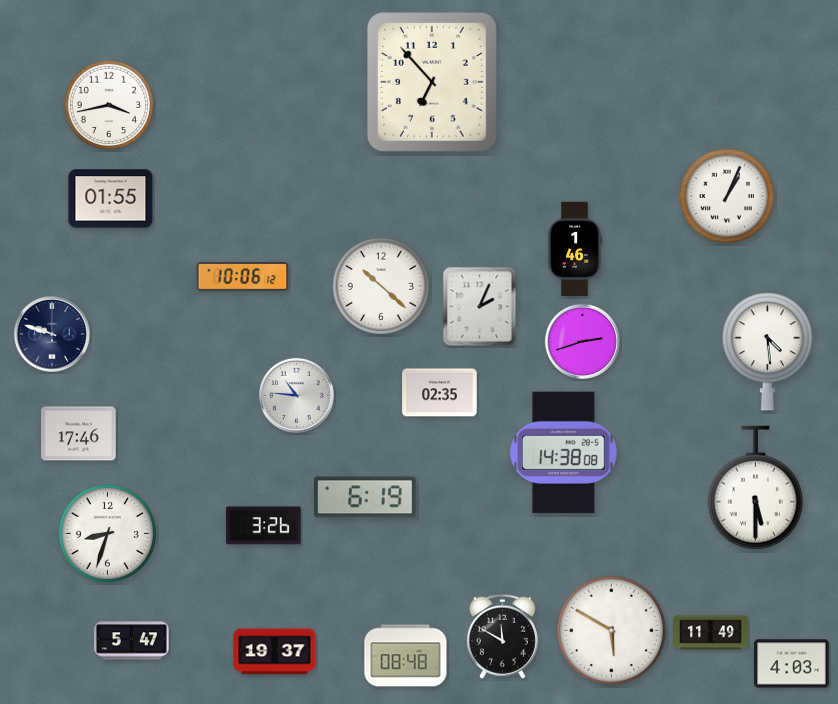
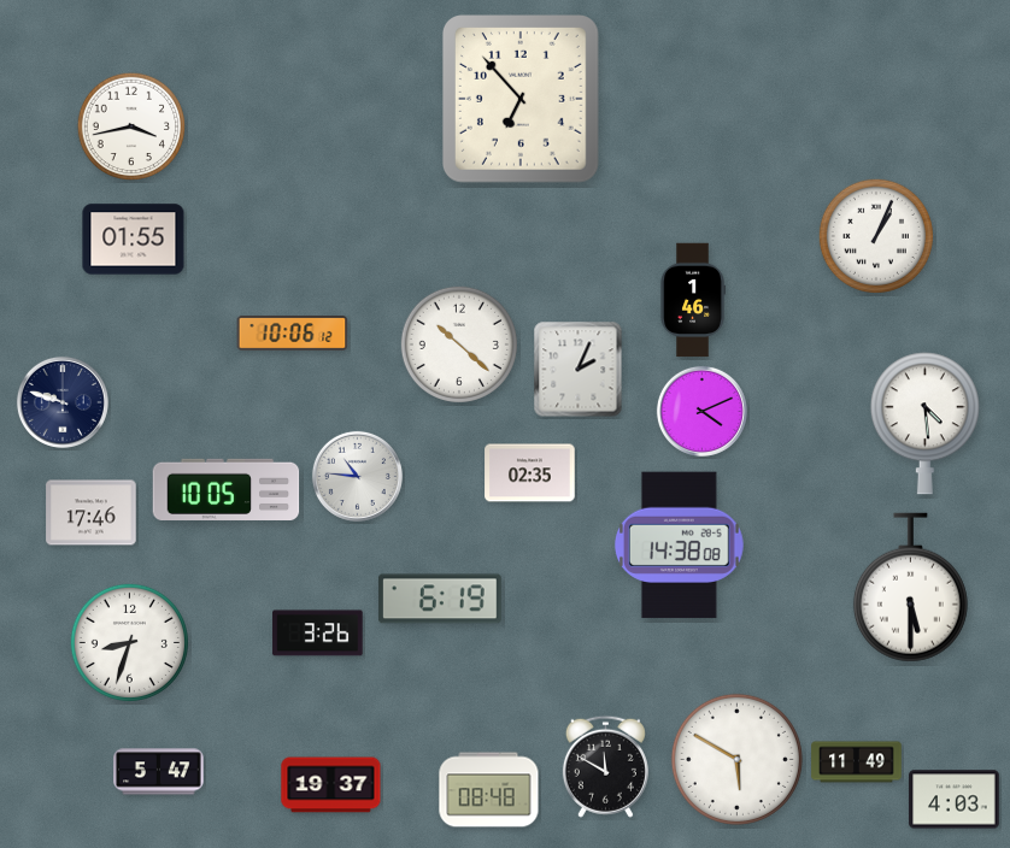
clock at (582, 341): 2:42 -> 4:11
clock at (227, 489): none -> 10:05
clock at (79, 434) position: (79, 434) -> (92, 513)
